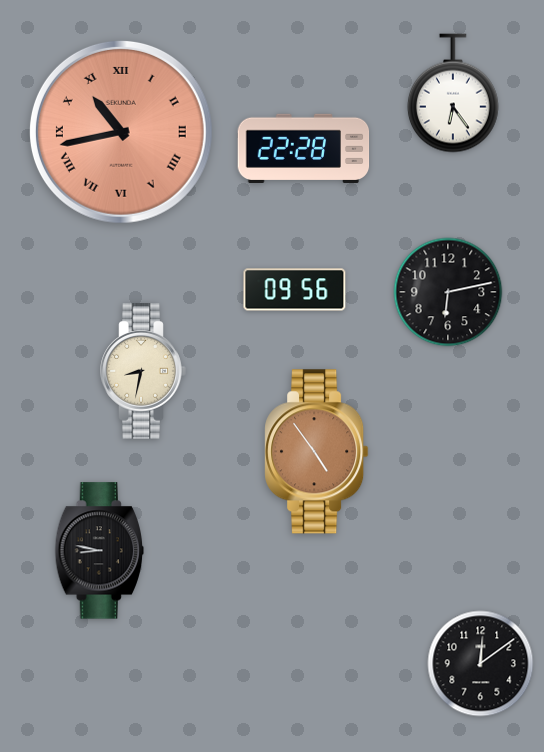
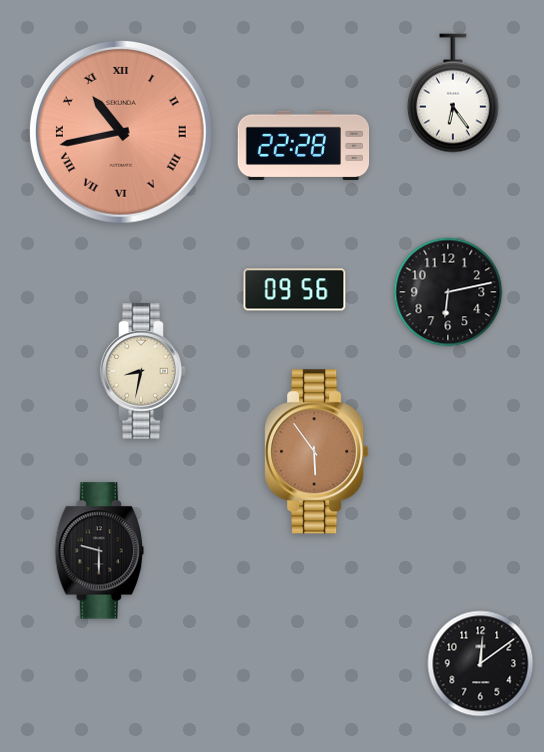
clock at (304, 148) position: (304, 148) -> (304, 145)
clock at (317, 452): 4:54 -> 5:54
clock at (99, 551): 8:47 -> 9:30
